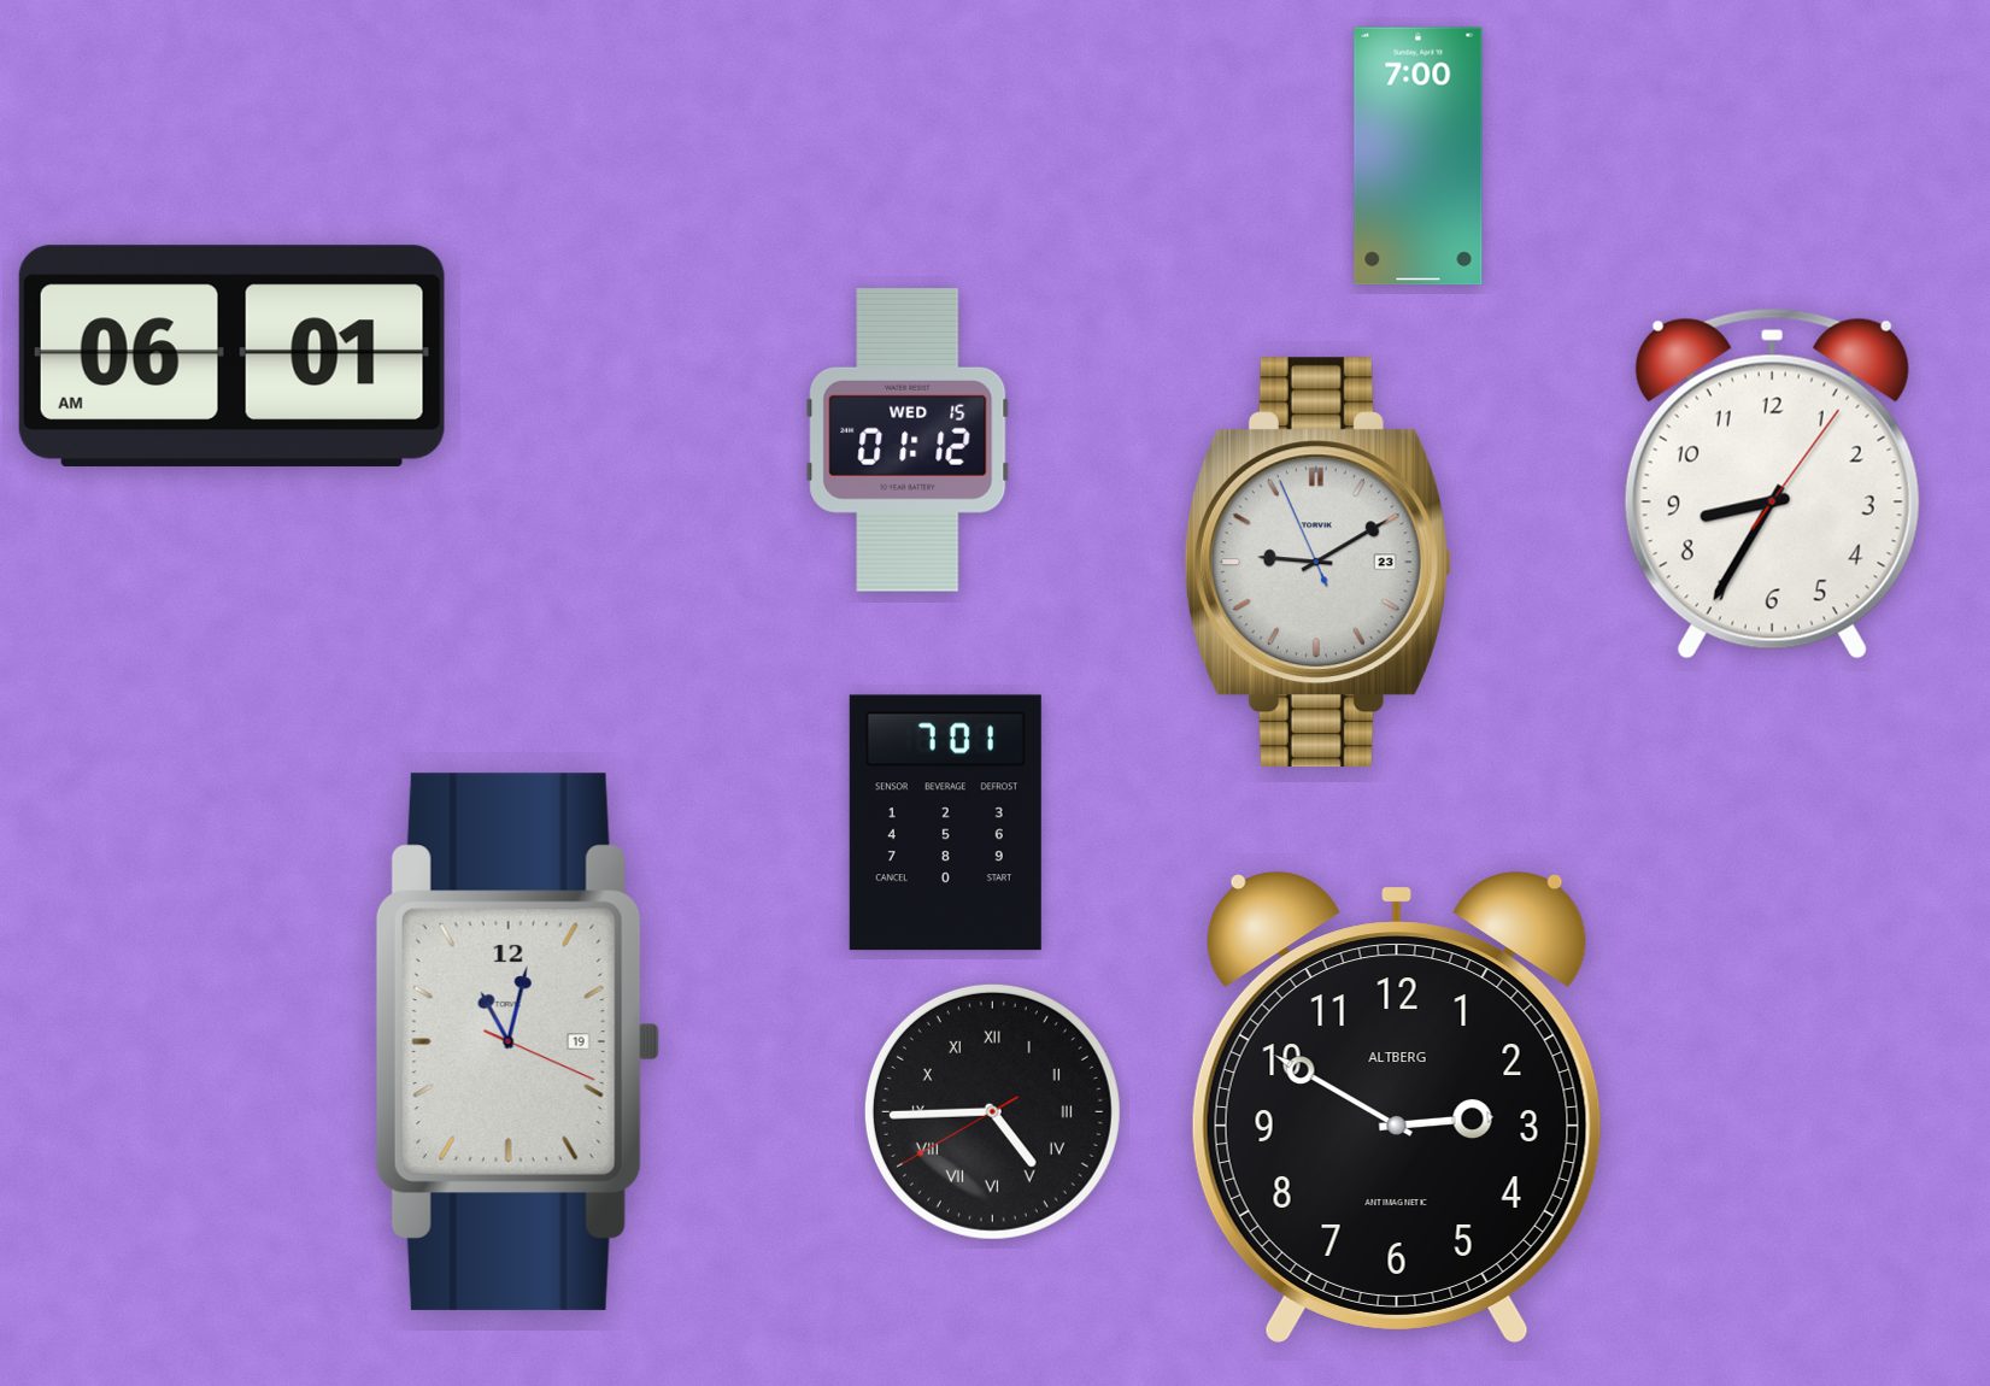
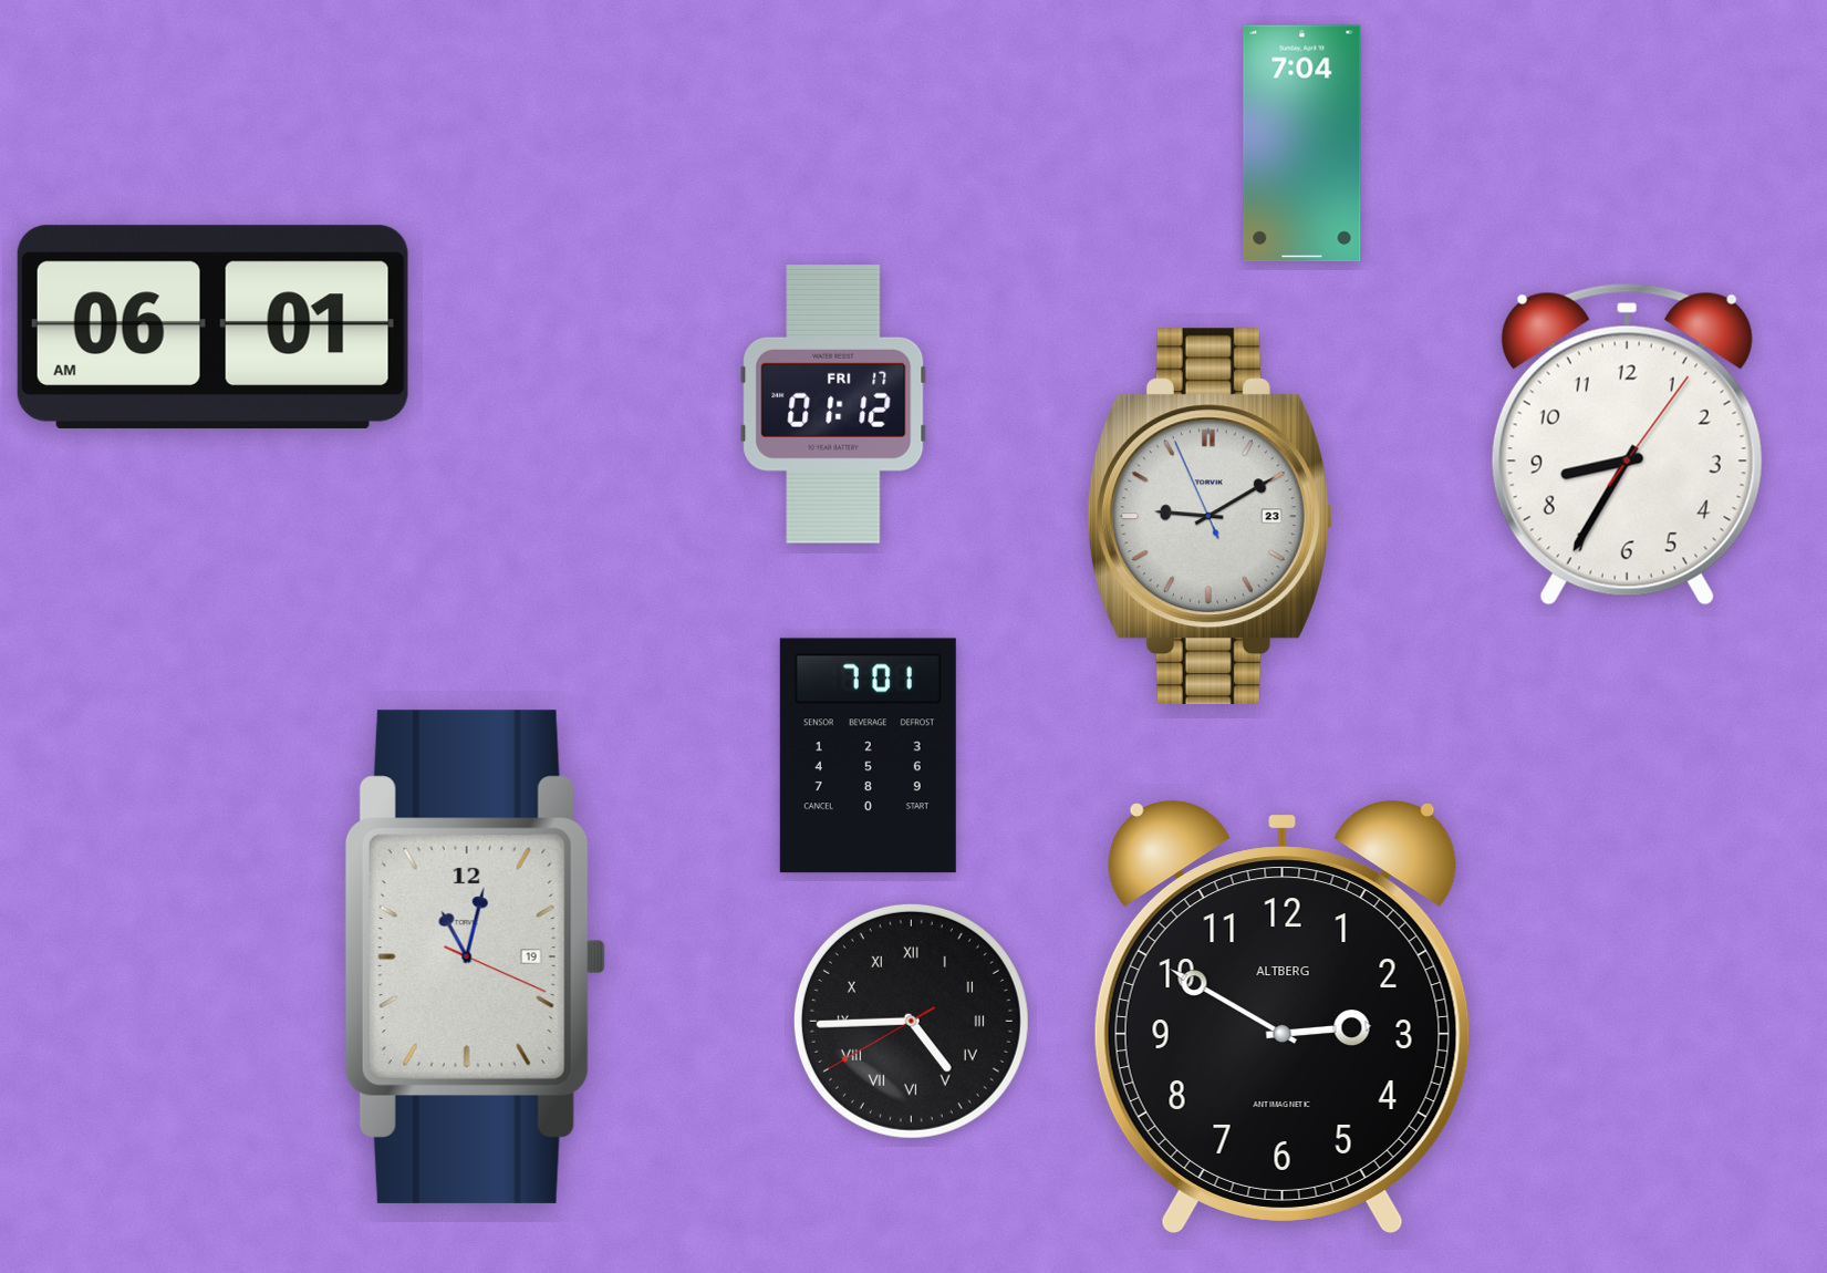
clock at (1419, 157): 7:00 -> 7:04
clock at (908, 440) date: WED 15 -> FRI 17
